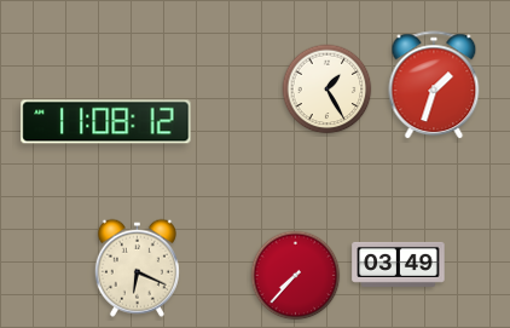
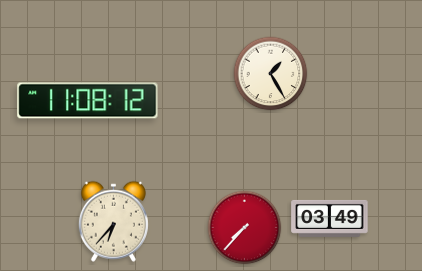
clock at (434, 86): 1:33 -> none
clock at (137, 267): 6:19 -> 6:37
